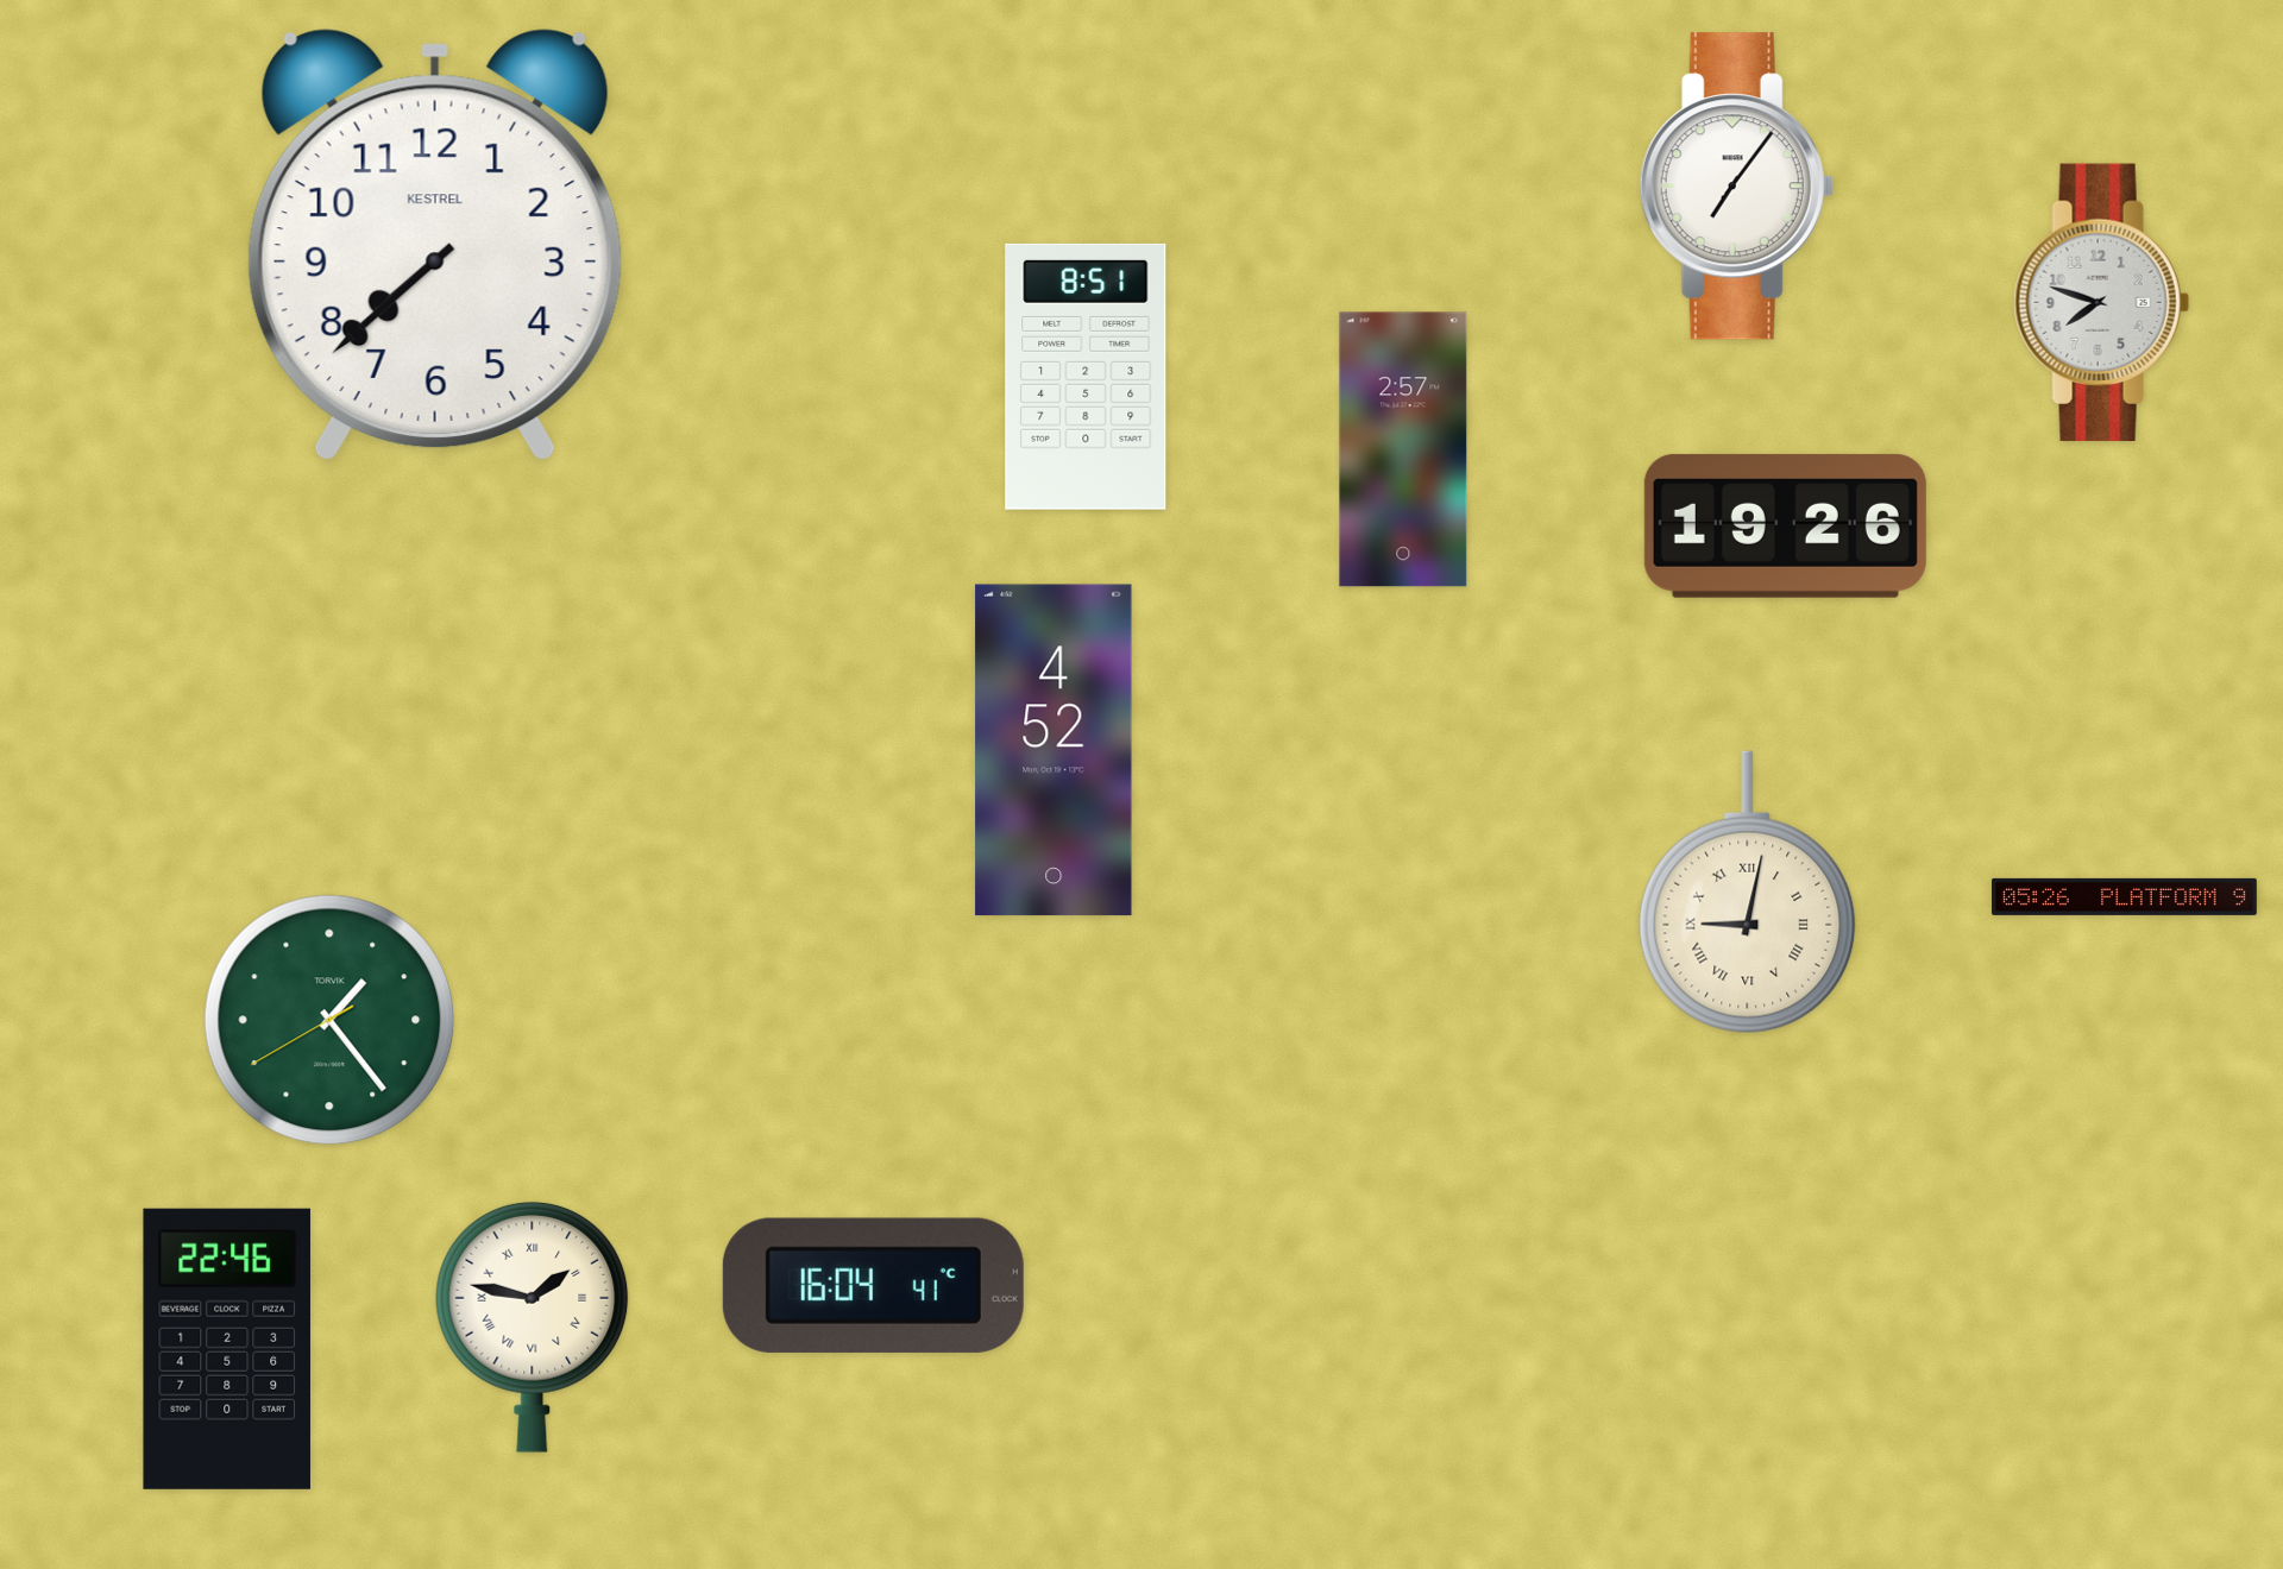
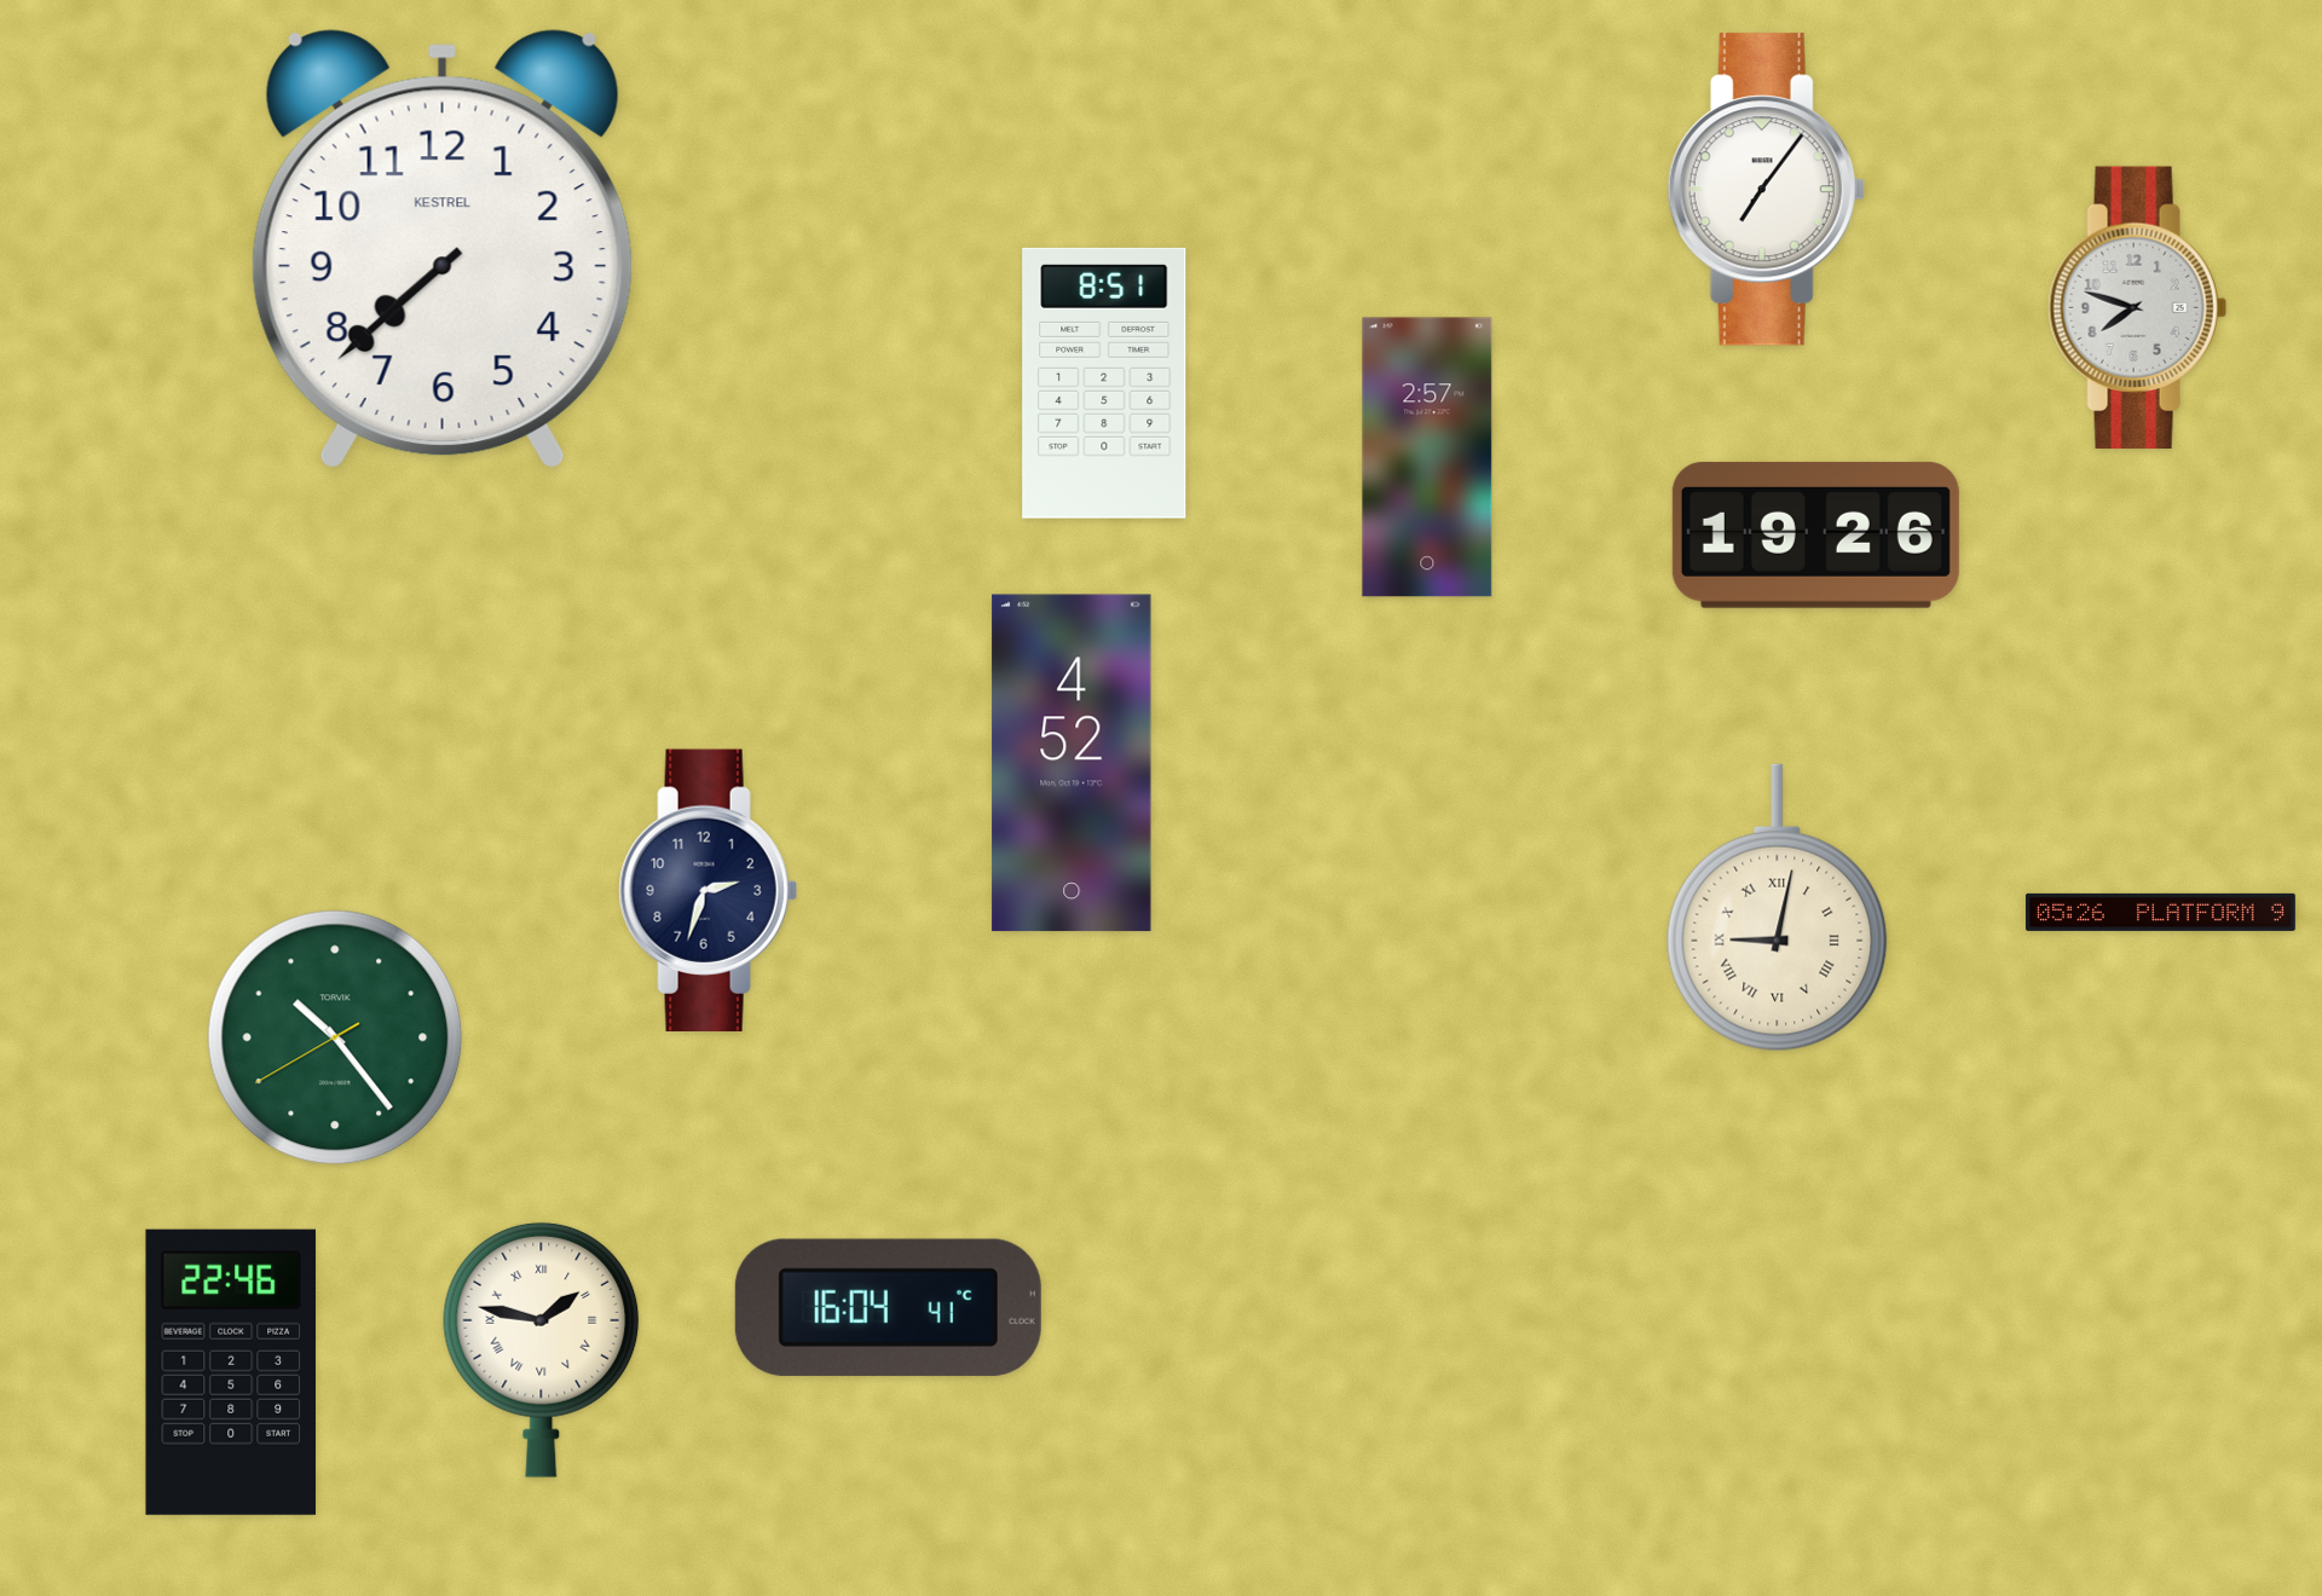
clock at (707, 890): none -> 2:33
clock at (329, 1020): 1:23 -> 10:23
